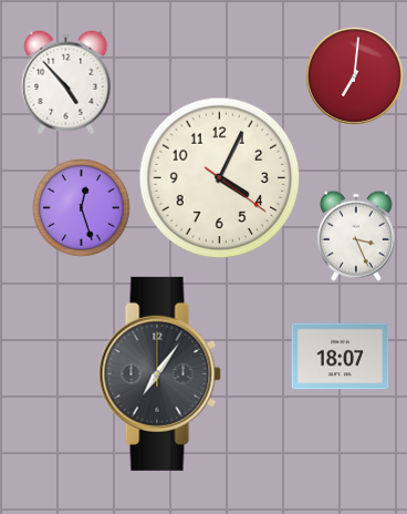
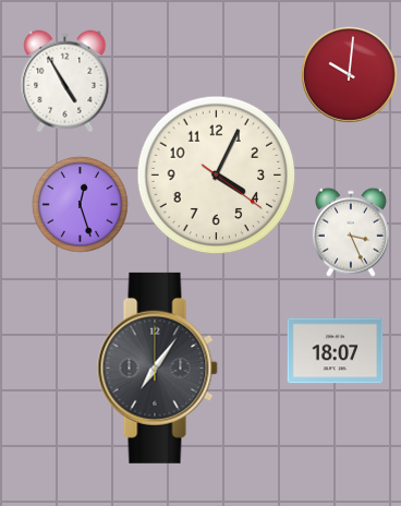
clock at (354, 75): 7:01 -> 10:01
clock at (66, 83): 4:53 -> 4:55
